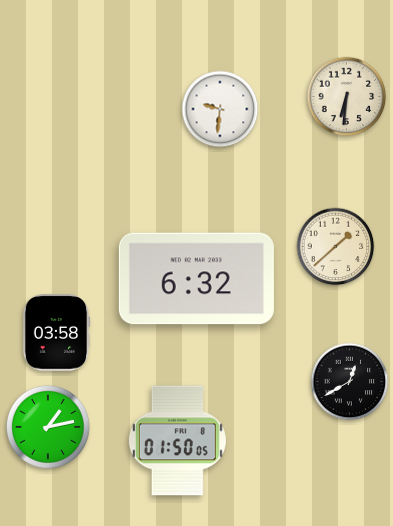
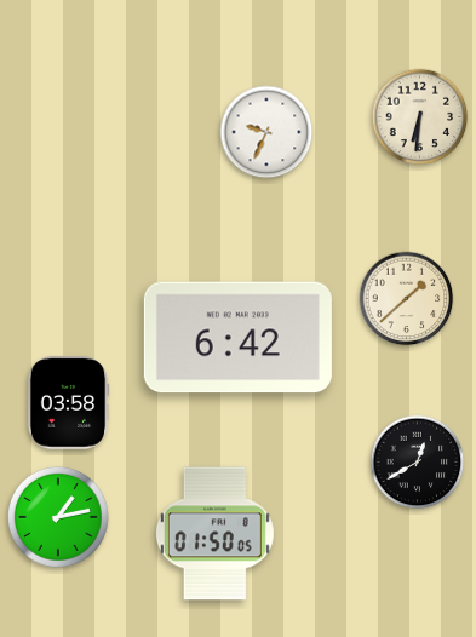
clock at (220, 109): 9:31 -> 9:34
clock at (196, 279): 6:32 -> 6:42
clock at (350, 382) position: (350, 382) -> (418, 463)
